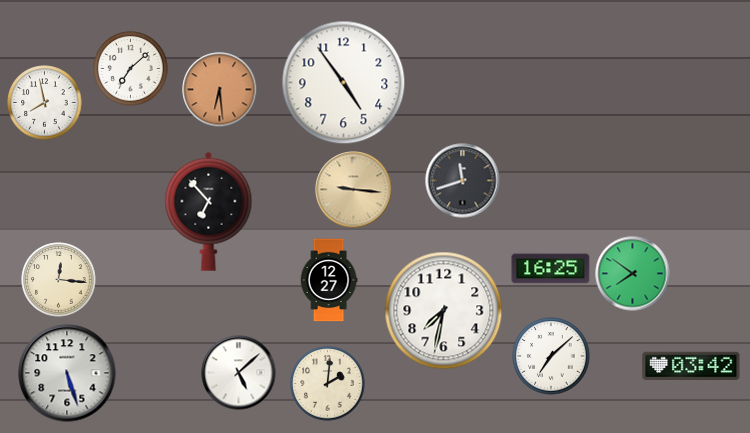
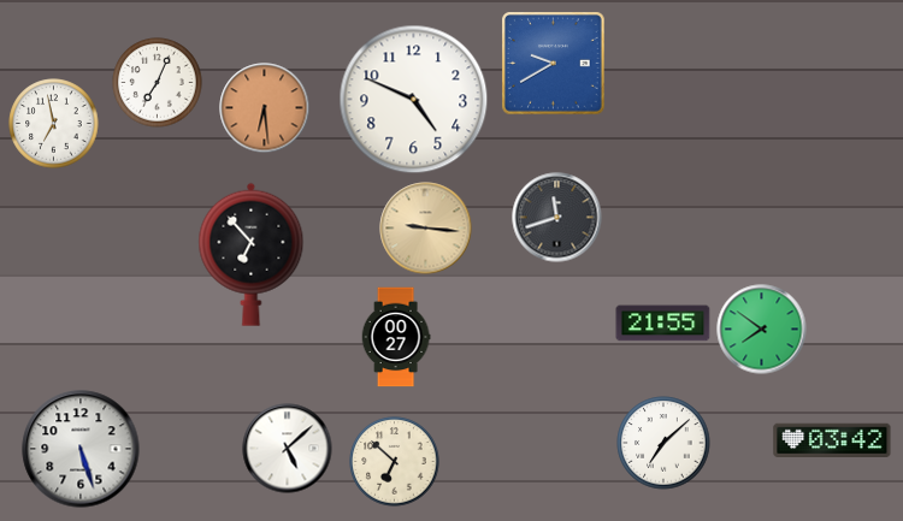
clock at (554, 64): none -> 9:40
clock at (131, 69): 7:08 -> 7:04
clock at (344, 83): 4:54 -> 4:49
clock at (45, 103): 7:58 -> 6:58
clock at (551, 269): 16:25 -> 21:55
clock at (59, 280): 12:16 -> none
clock at (329, 280): 12:27 -> 00:27
clock at (444, 311): 7:32 -> none
clock at (551, 356) position: (551, 356) -> (663, 443)
clock at (328, 384): 2:01 -> 6:52
